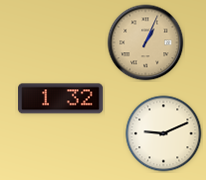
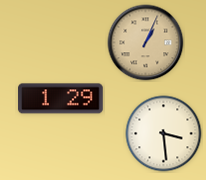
clock at (61, 99): 1:32 -> 1:29
clock at (164, 134): 9:11 -> 3:29
